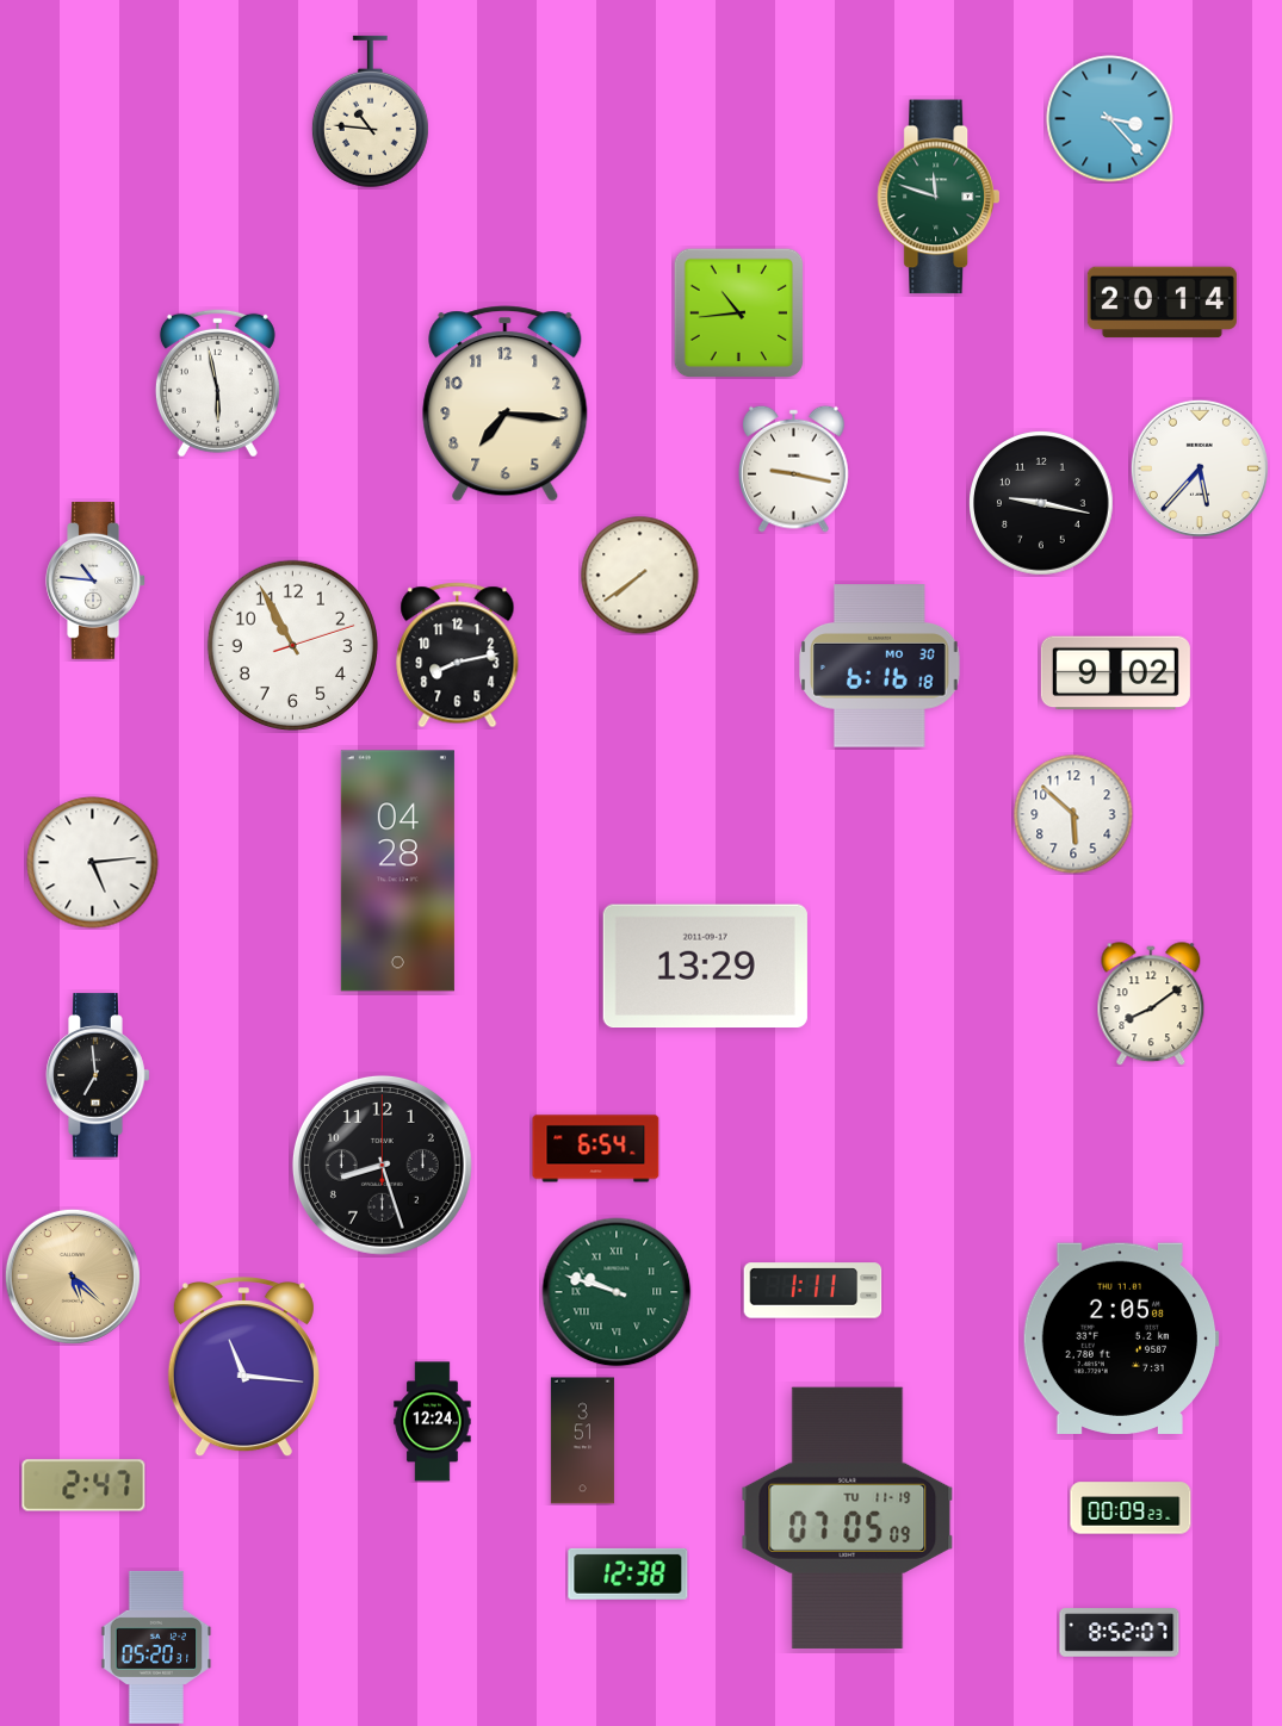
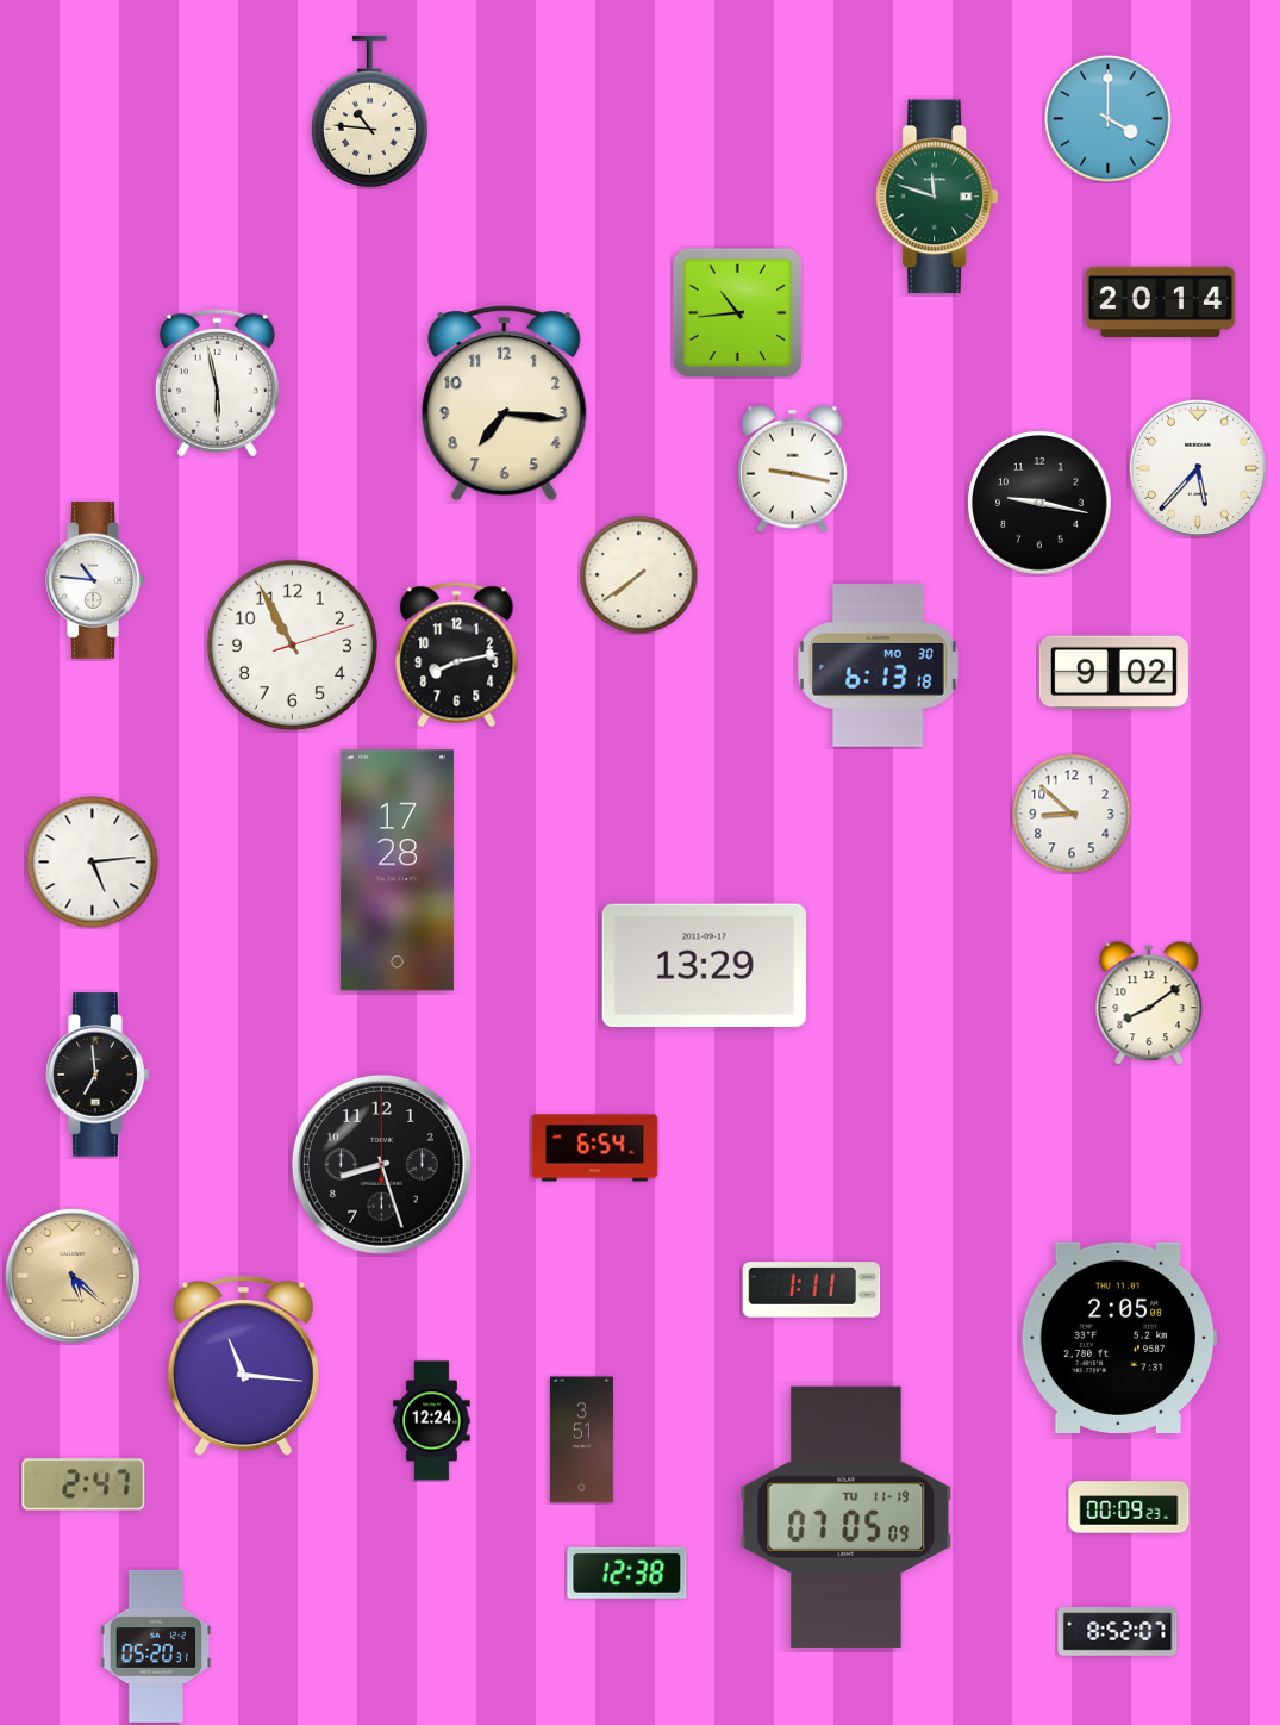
clock at (1110, 119): 3:23 -> 4:00
clock at (880, 666): 6:16 -> 6:13
clock at (1073, 814): 5:52 -> 8:52
clock at (397, 871): 04:28 -> 17:28
clock at (617, 1292): 9:48 -> none
